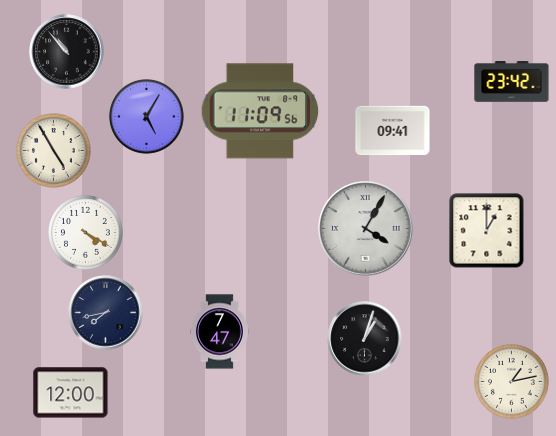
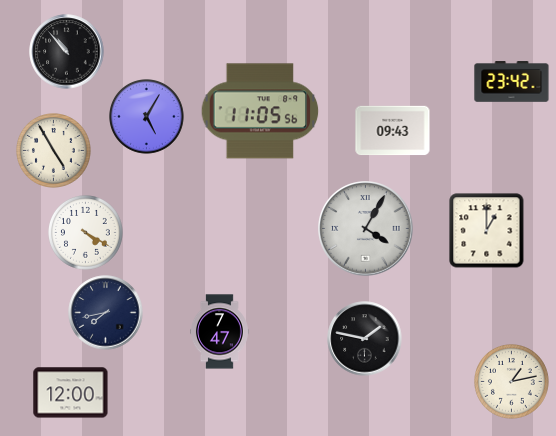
clock at (260, 111): 11:09 -> 11:05
clock at (393, 131): 09:41 -> 09:43
clock at (365, 339): 1:03 -> 1:47
